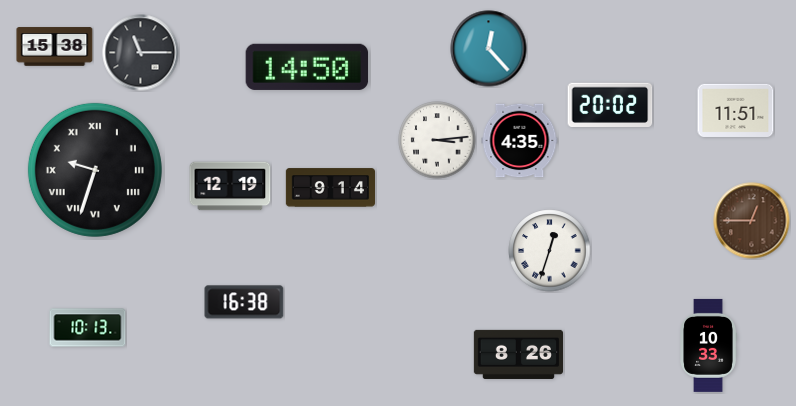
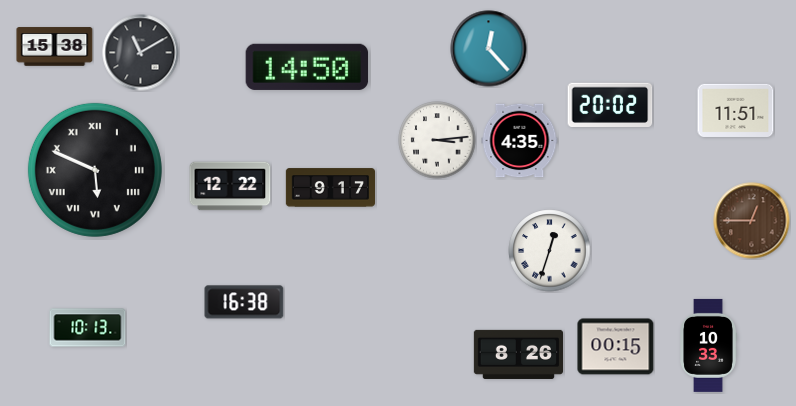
clock at (141, 53): 11:15 -> 11:10
clock at (95, 170): 9:33 -> 5:49
clock at (230, 186): 12:19 -> 12:22
clock at (330, 188): 9:14 -> 9:17
clock at (616, 347): none -> 00:15
